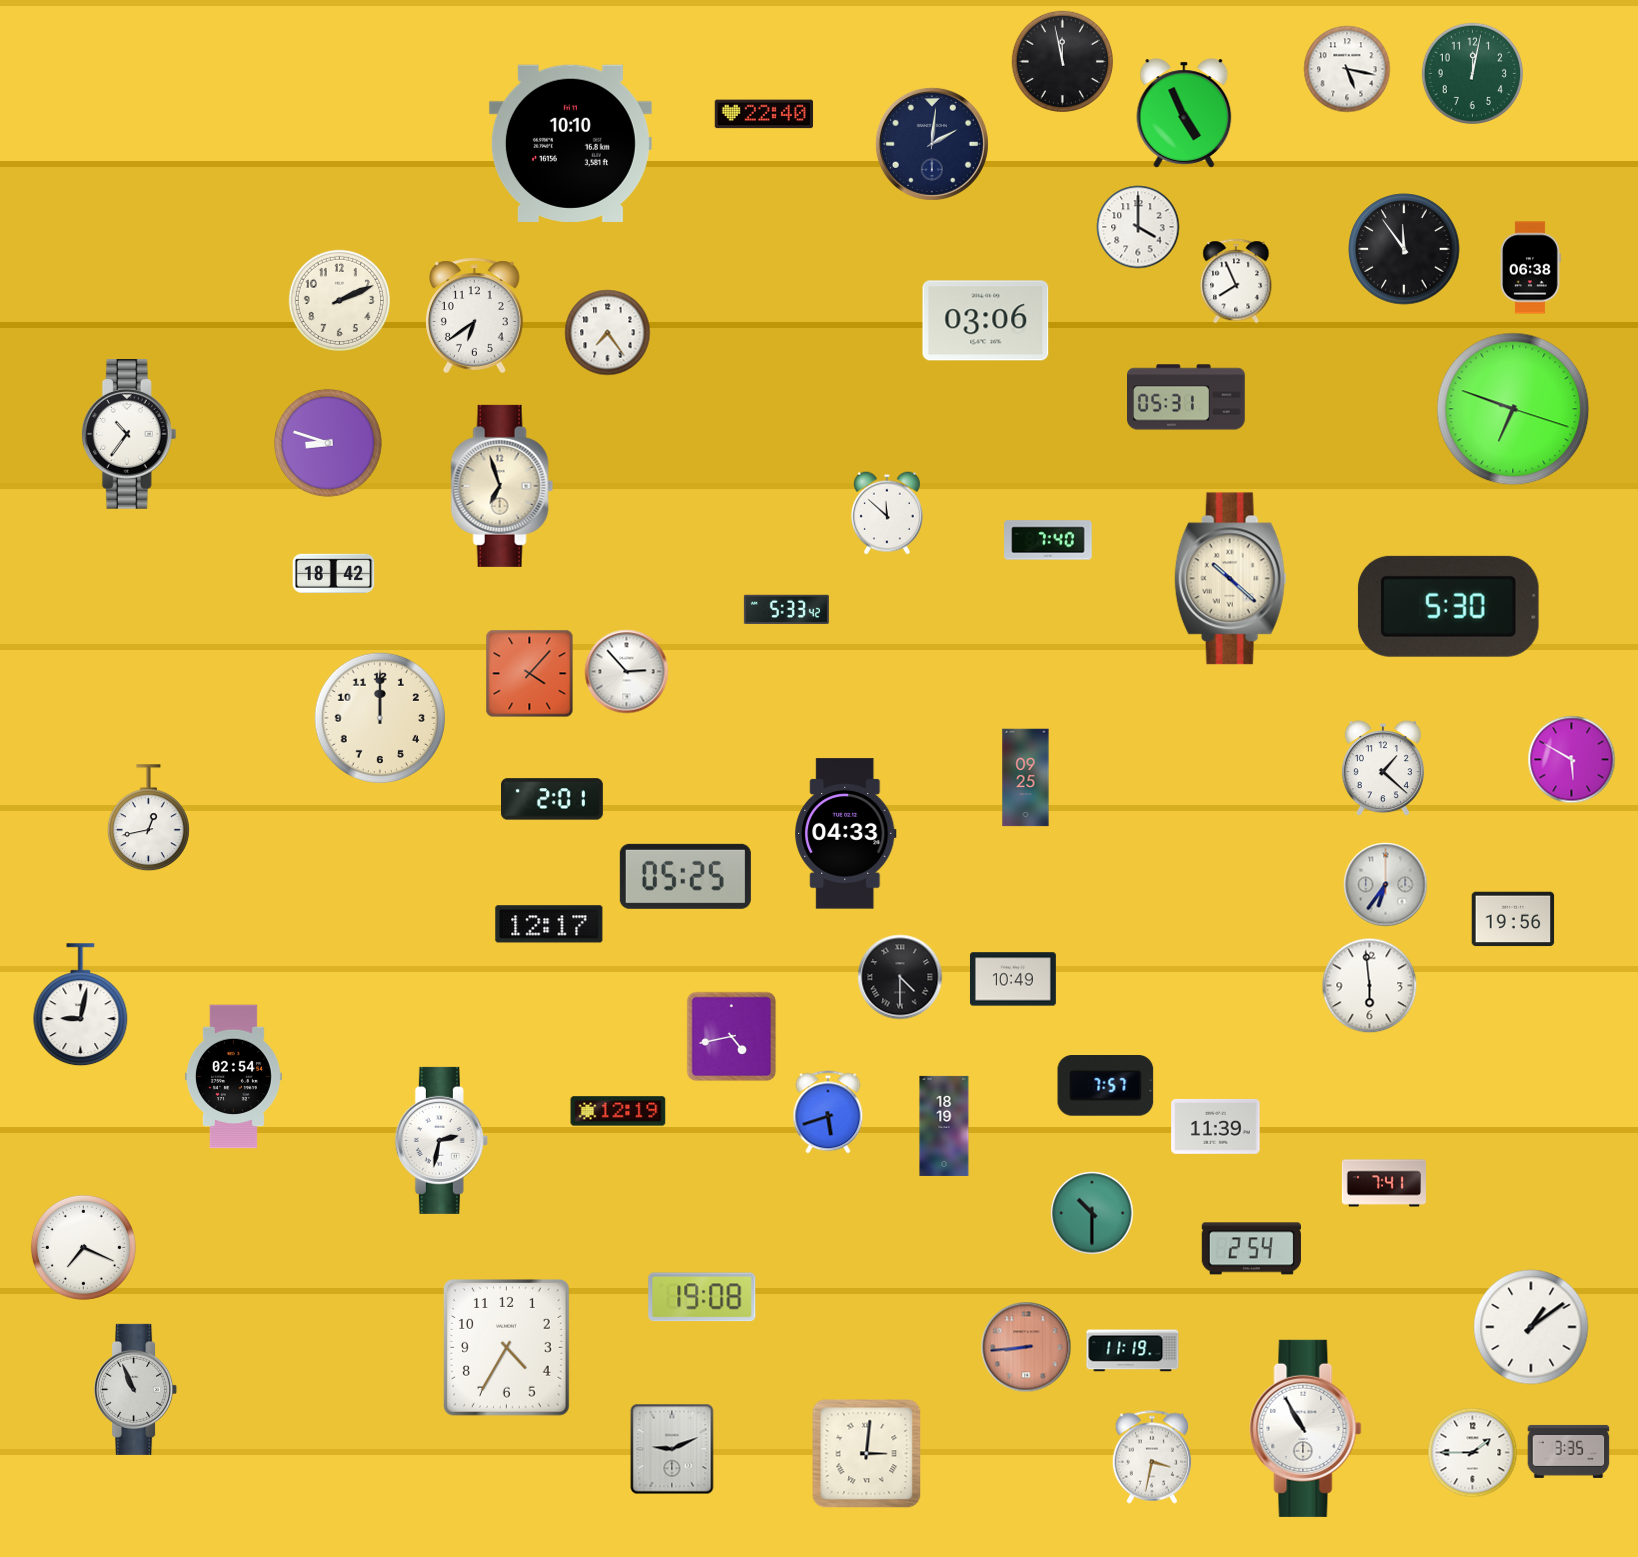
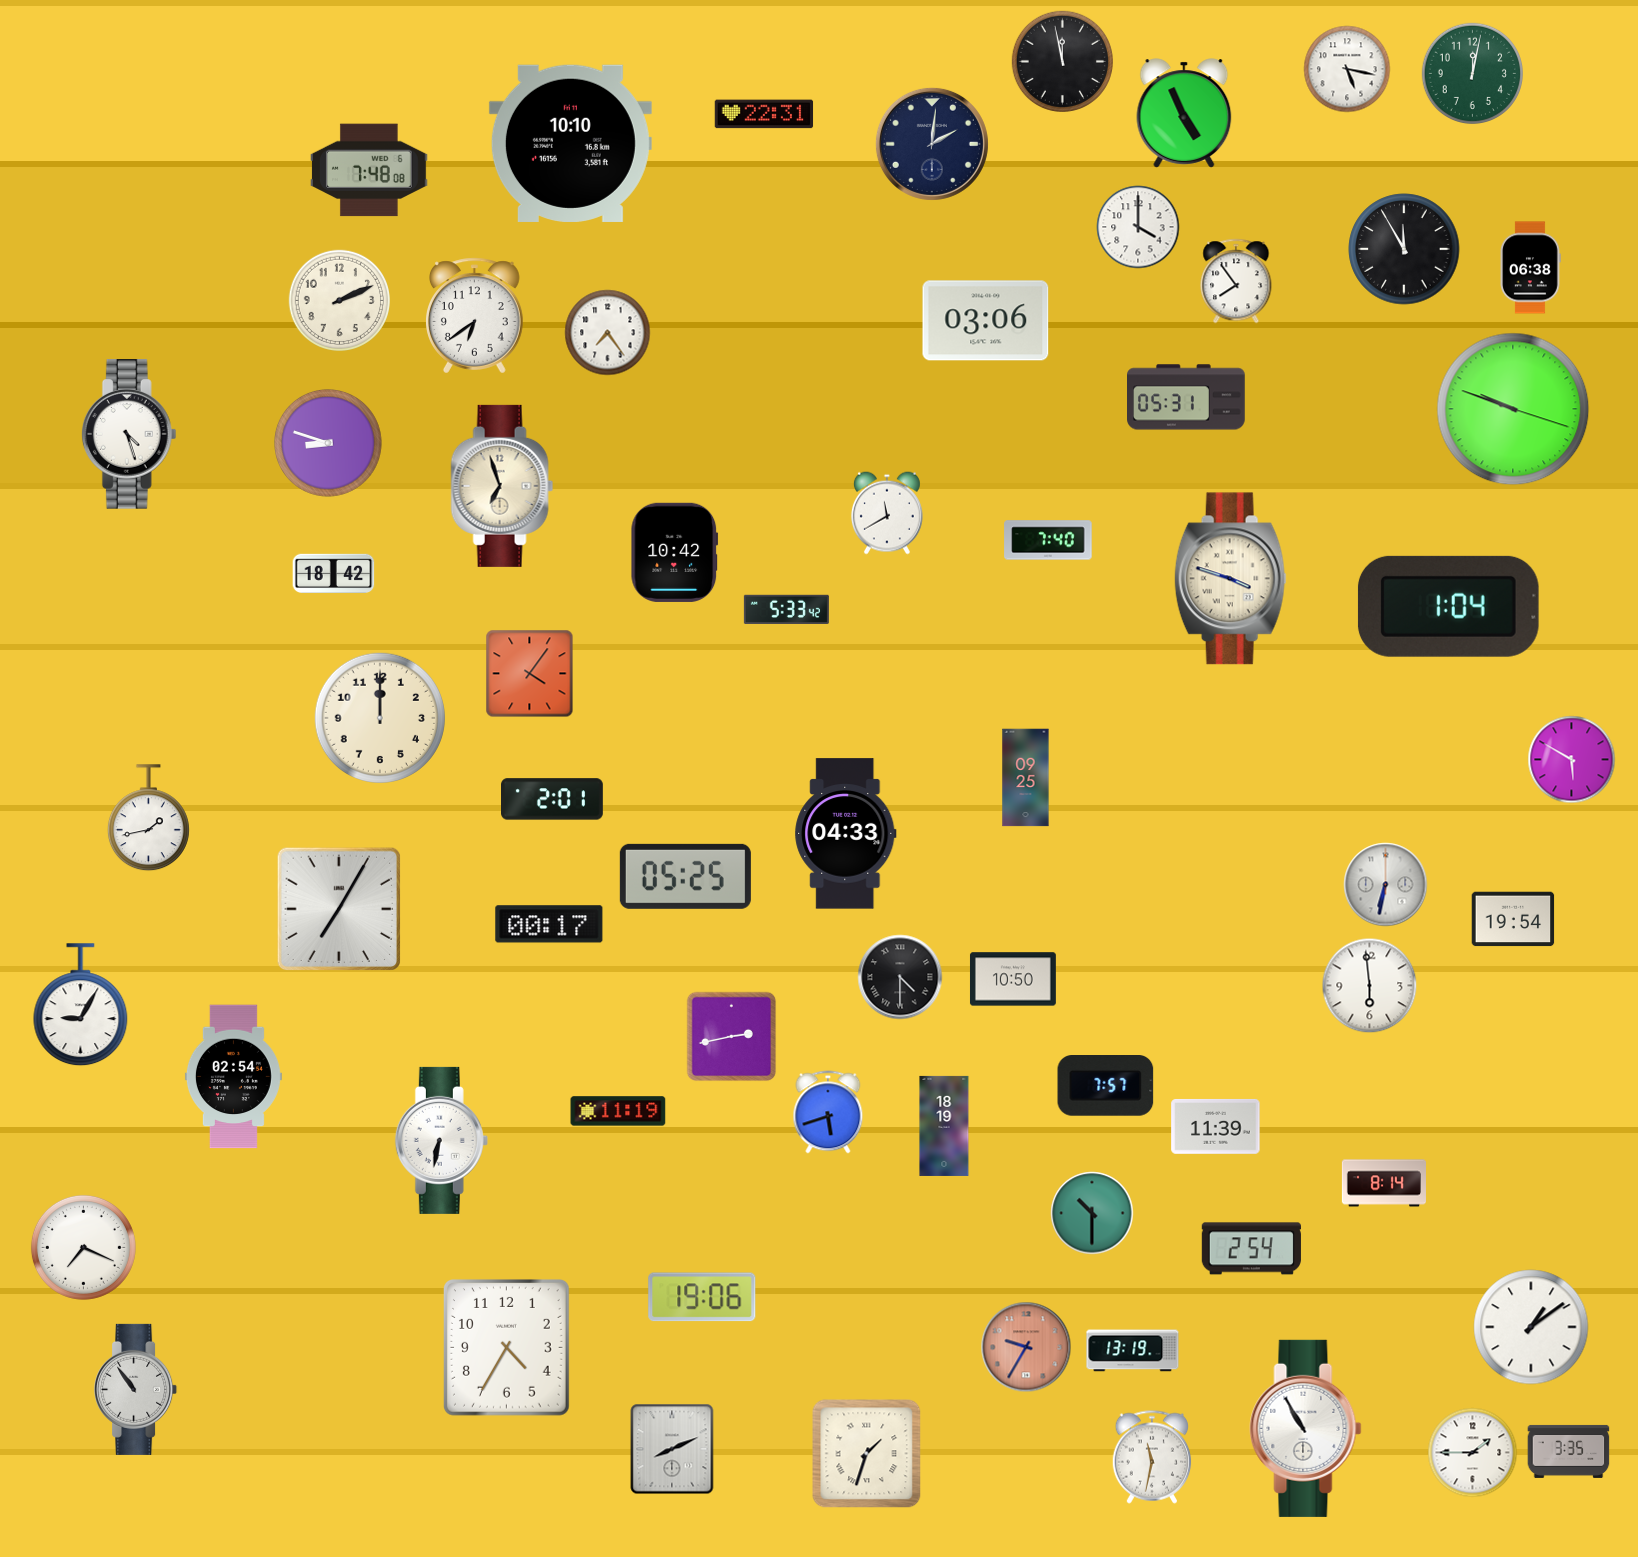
clock at (764, 114): 22:40 -> 22:31
clock at (370, 170): none -> 7:48
clock at (1404, 249): 11:54 -> 11:55
clock at (1236, 281): 7:56 -> 7:54
clock at (1513, 409): 6:48 -> 9:48
clock at (129, 434): 10:36 -> 4:27
clock at (887, 513): 11:52 -> 11:40
clock at (675, 552): none -> 10:42
clock at (1230, 579): 10:22 -> 3:48
clock at (1448, 606): 5:30 -> 1:04
clock at (627, 672): 2:53 -> none
clock at (530, 674): 4:07 -> 4:06
clock at (1383, 769): 1:22 -> none
clock at (148, 818): 12:43 -> 1:43
clock at (1386, 885): 6:36 -> 6:32
clock at (338, 908): none -> 7:05
clock at (1513, 919): 19:56 -> 19:54
clock at (549, 924): 12:17 -> 00:17
clock at (1013, 979): 10:49 -> 10:50
clock at (81, 1005): 9:02 -> 9:05
clock at (732, 1037): 4:43 -> 2:43
clock at (618, 1111): 12:19 -> 11:19
clock at (441, 1140): 2:32 -> 6:32
clock at (1383, 1183): 7:41 -> 8:14
clock at (702, 1297): 19:08 -> 19:06
clock at (1026, 1347): 8:44 -> 9:35
clock at (1133, 1351): 11:19 -> 13:19
clock at (136, 1389): 10:56 -> 10:54
clock at (672, 1449): 9:11 -> 8:11
clock at (867, 1454): 3:01 -> 1:33
clock at (1152, 1457): 3:32 -> 11:32
